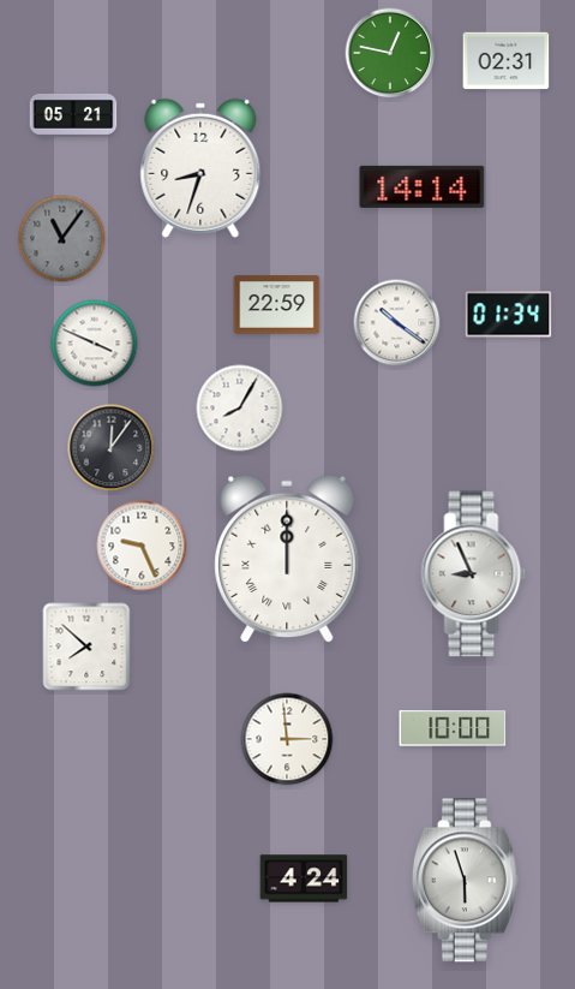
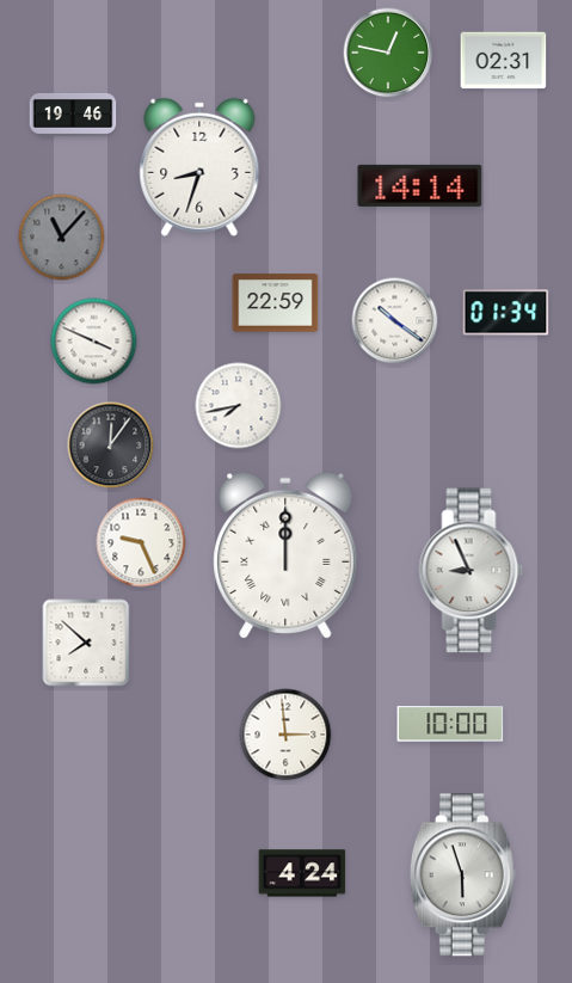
clock at (73, 115): 05:21 -> 19:46
clock at (62, 239): 11:06 -> 11:07
clock at (240, 409): 8:05 -> 7:43
